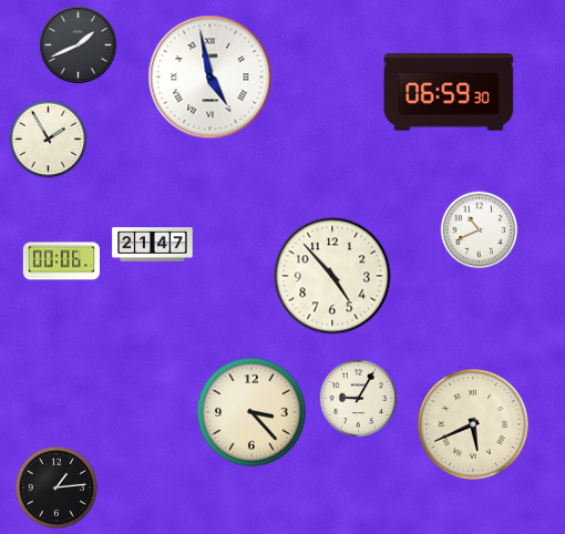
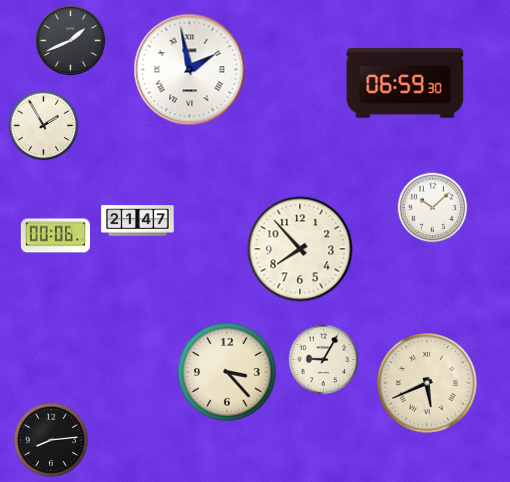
clock at (210, 78): 4:58 -> 1:58
clock at (480, 230): 10:41 -> 10:08
clock at (332, 276): 4:53 -> 7:53
clock at (56, 487): 1:14 -> 8:14
